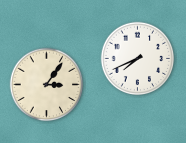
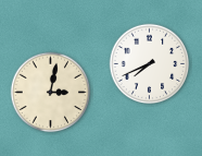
clock at (47, 85): 3:06 -> 3:02
